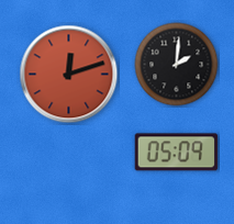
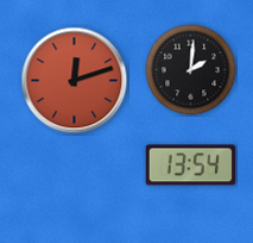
clock at (176, 153): 05:09 -> 13:54
